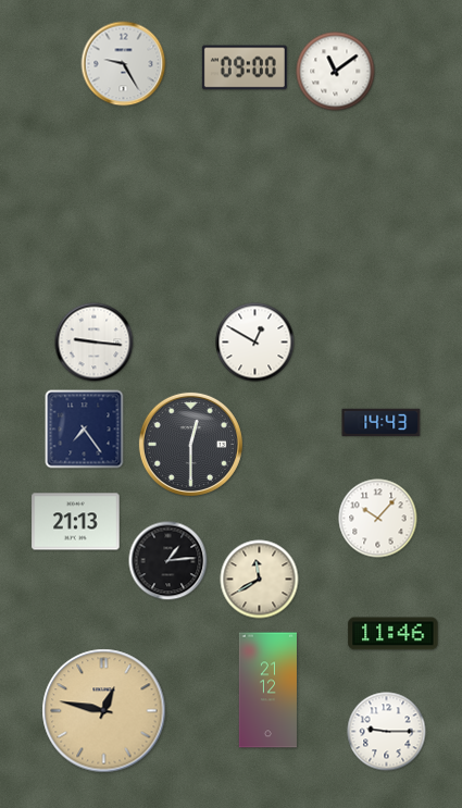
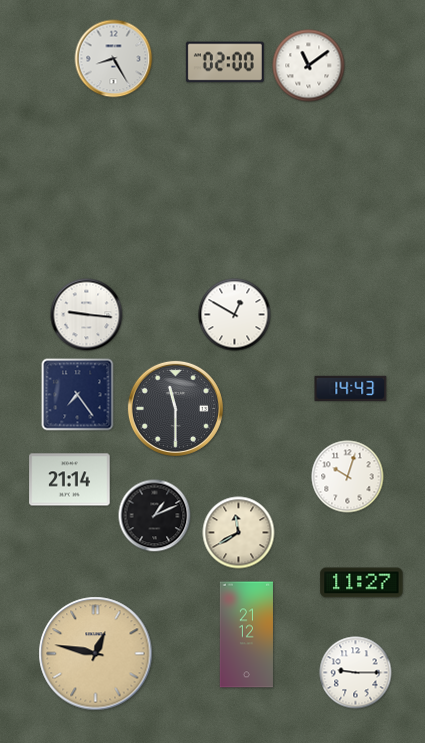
clock at (124, 64): 9:25 -> 8:25
clock at (245, 67): 09:00 -> 02:00
clock at (190, 444): 12:30 -> 11:30
clock at (378, 519): 10:07 -> 10:03
clock at (76, 522): 21:13 -> 21:14
clock at (168, 561): 1:14 -> 1:11
clock at (394, 634): 11:46 -> 11:27
